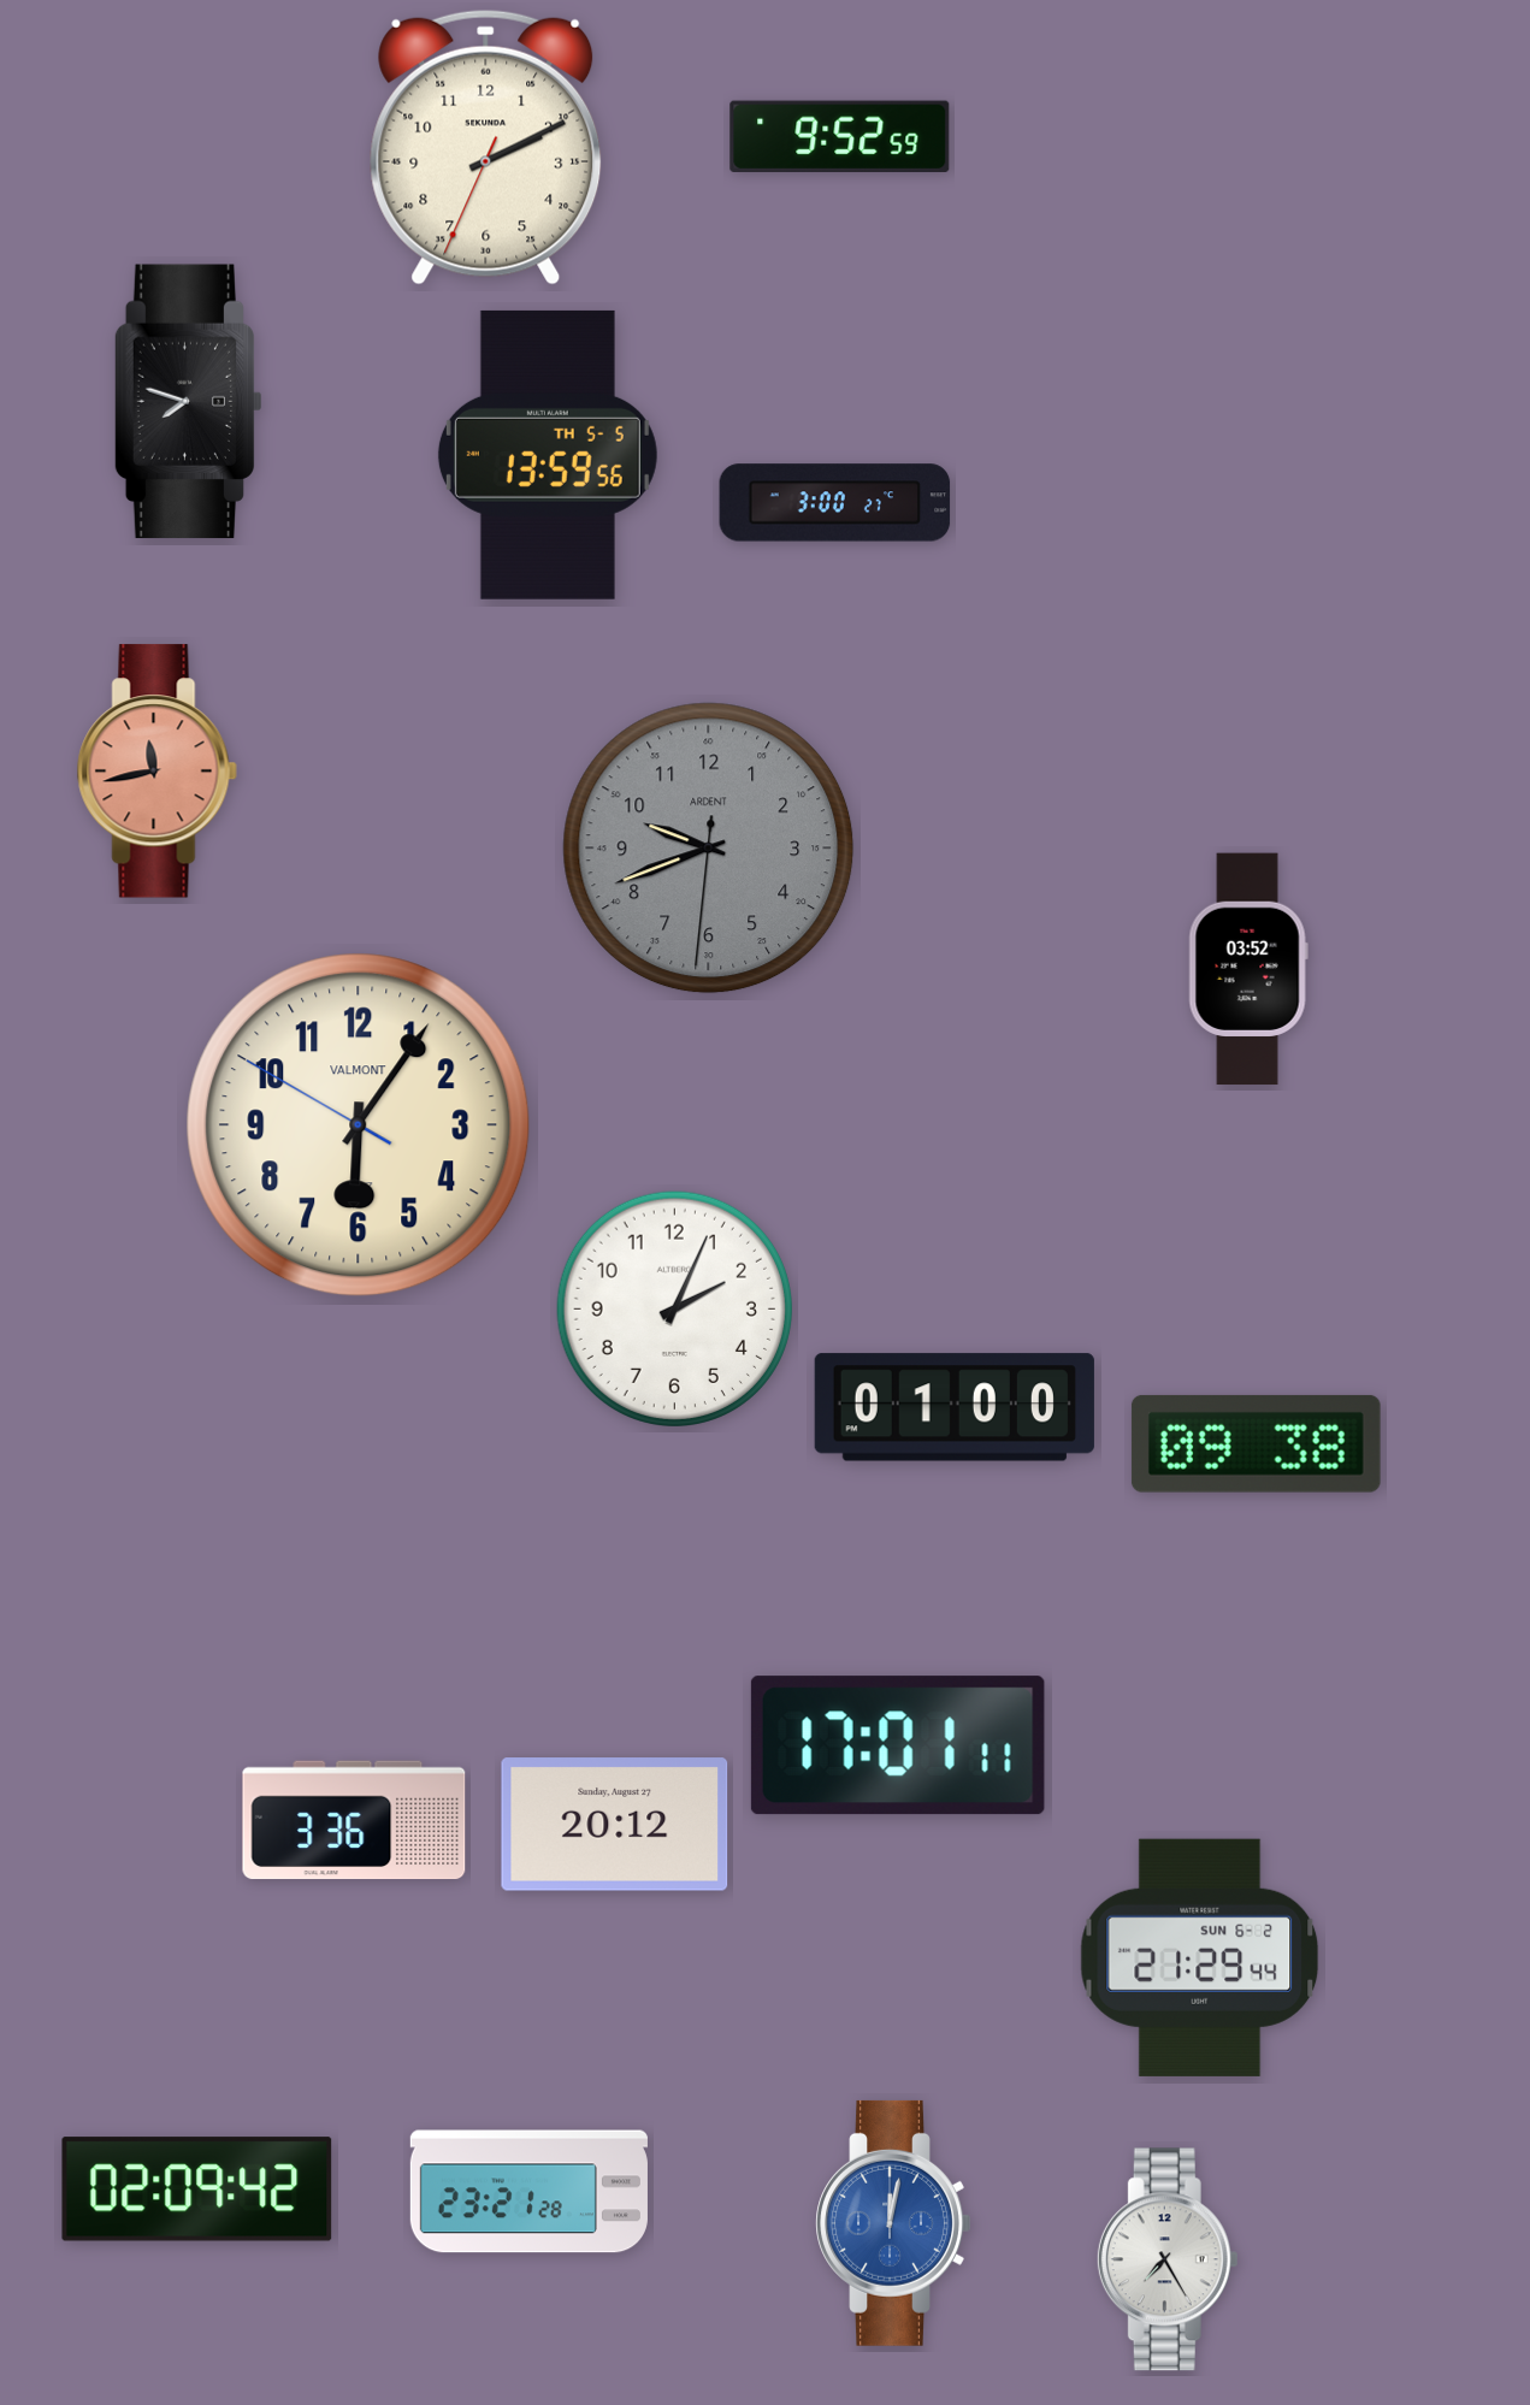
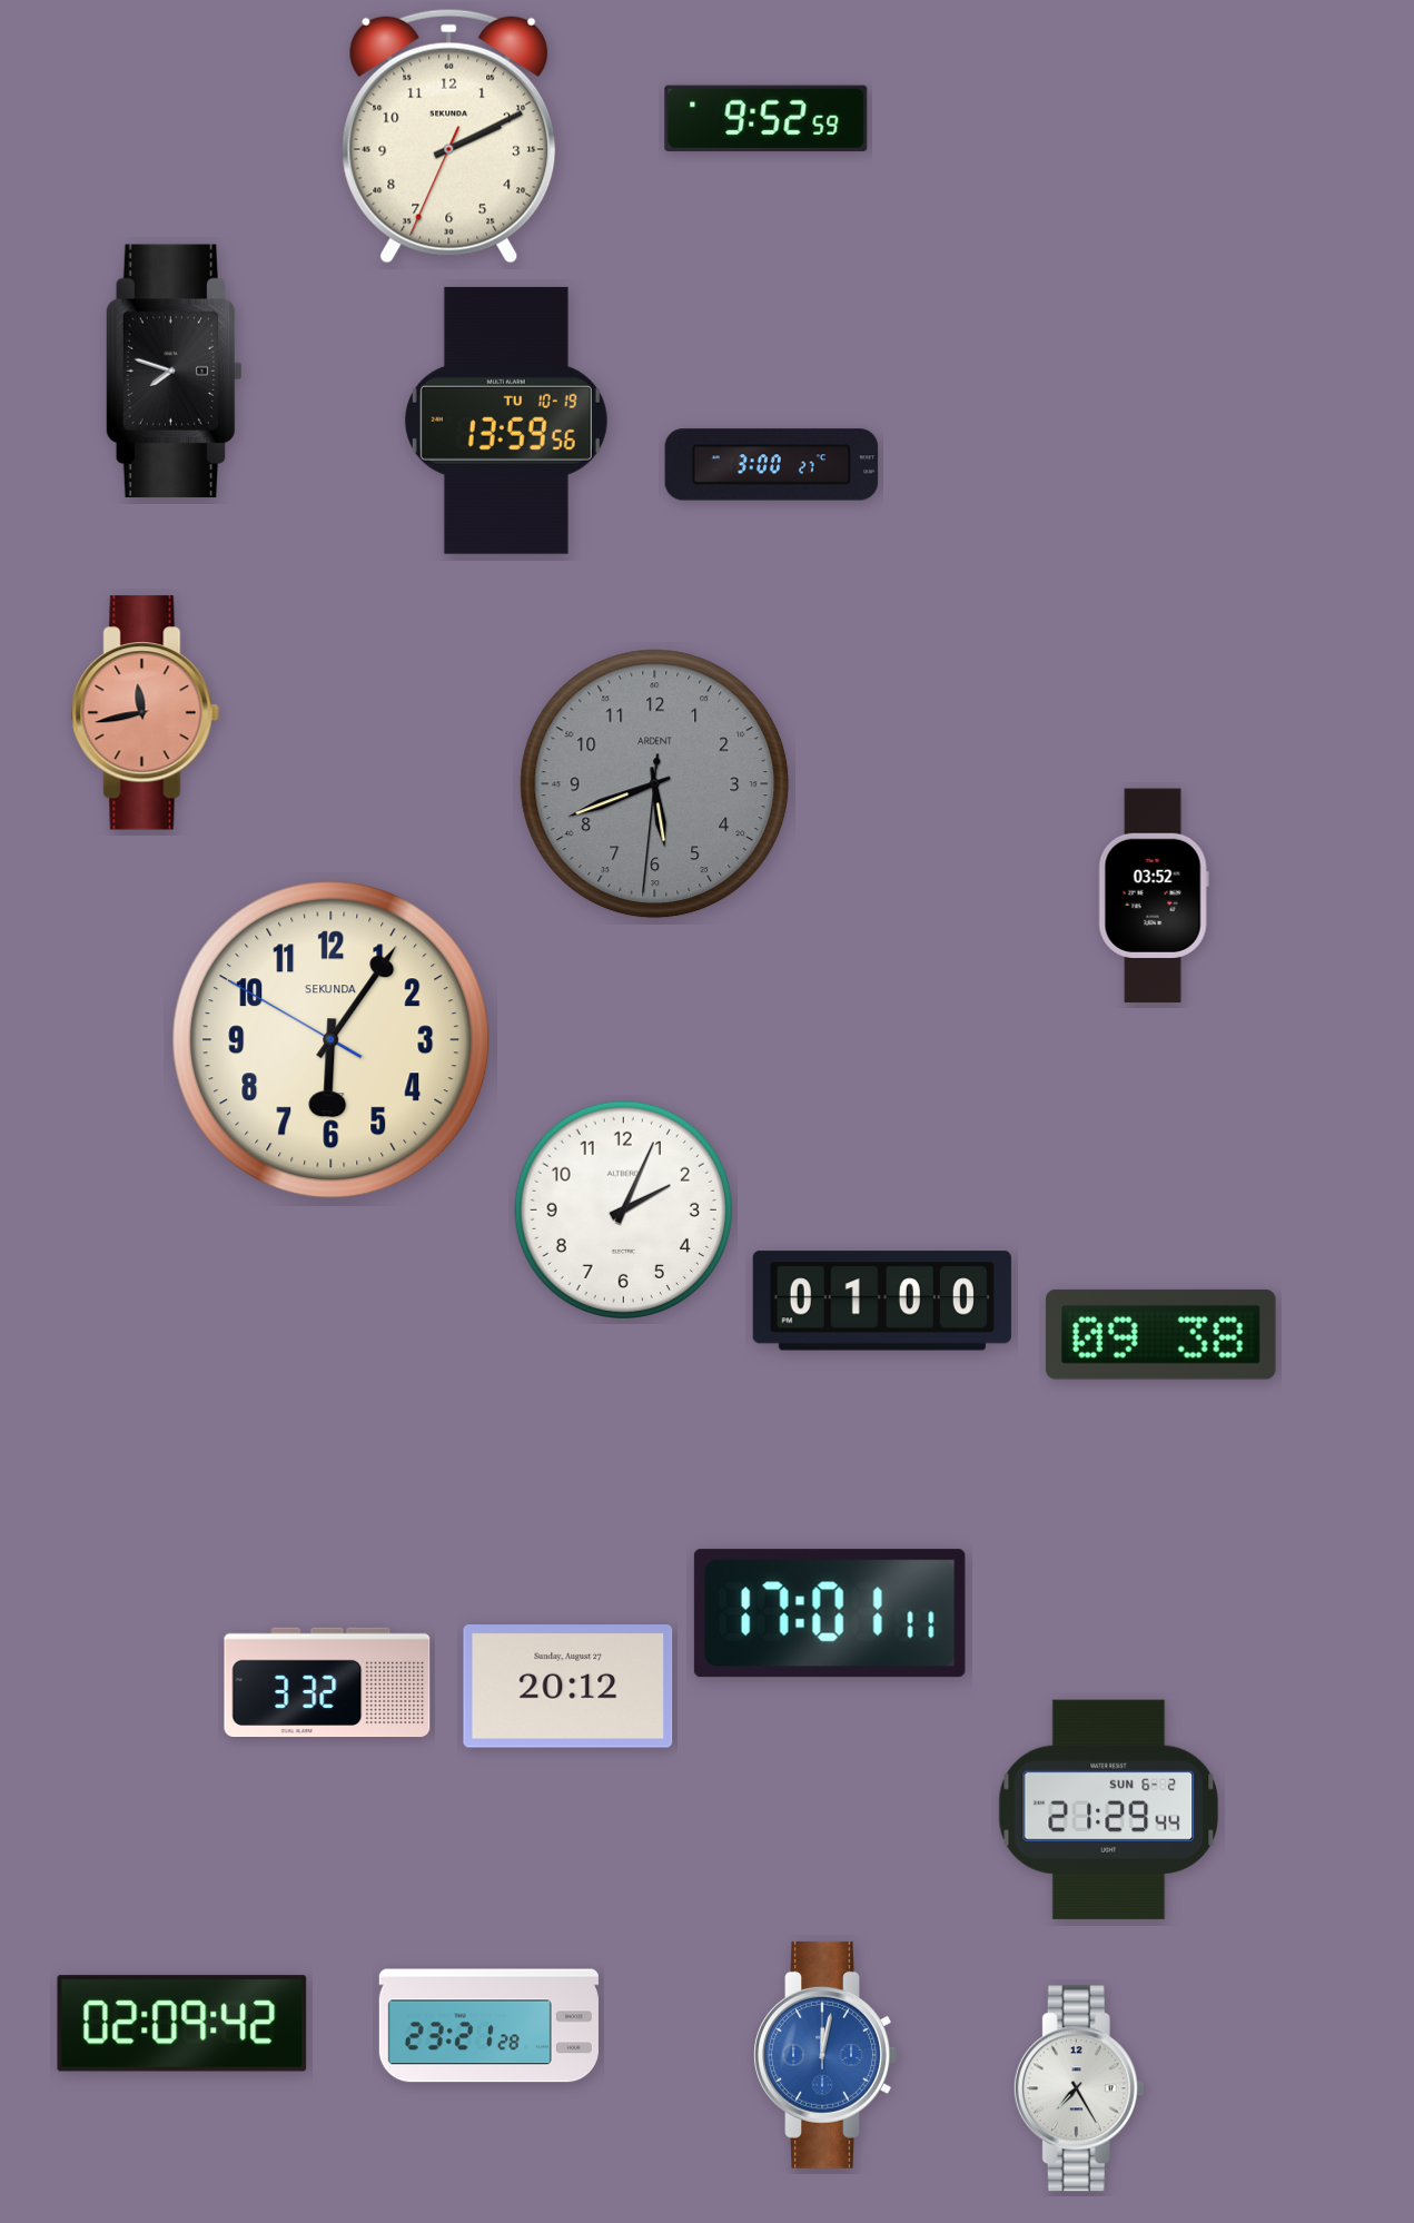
clock at (840, 136) position: (840, 136) -> (767, 118)
clock at (548, 455) date: TH 5-5 -> TU 10-19
clock at (709, 849): 9:41 -> 5:41
clock at (359, 1125) brand: VALMONT -> SEKUNDA
clock at (354, 1820): 3:36 -> 3:32
